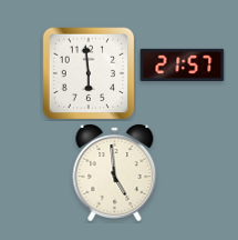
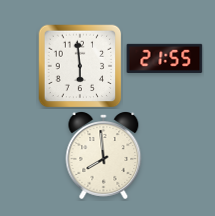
clock at (183, 64): 21:57 -> 21:55
clock at (115, 173): 4:59 -> 7:59
